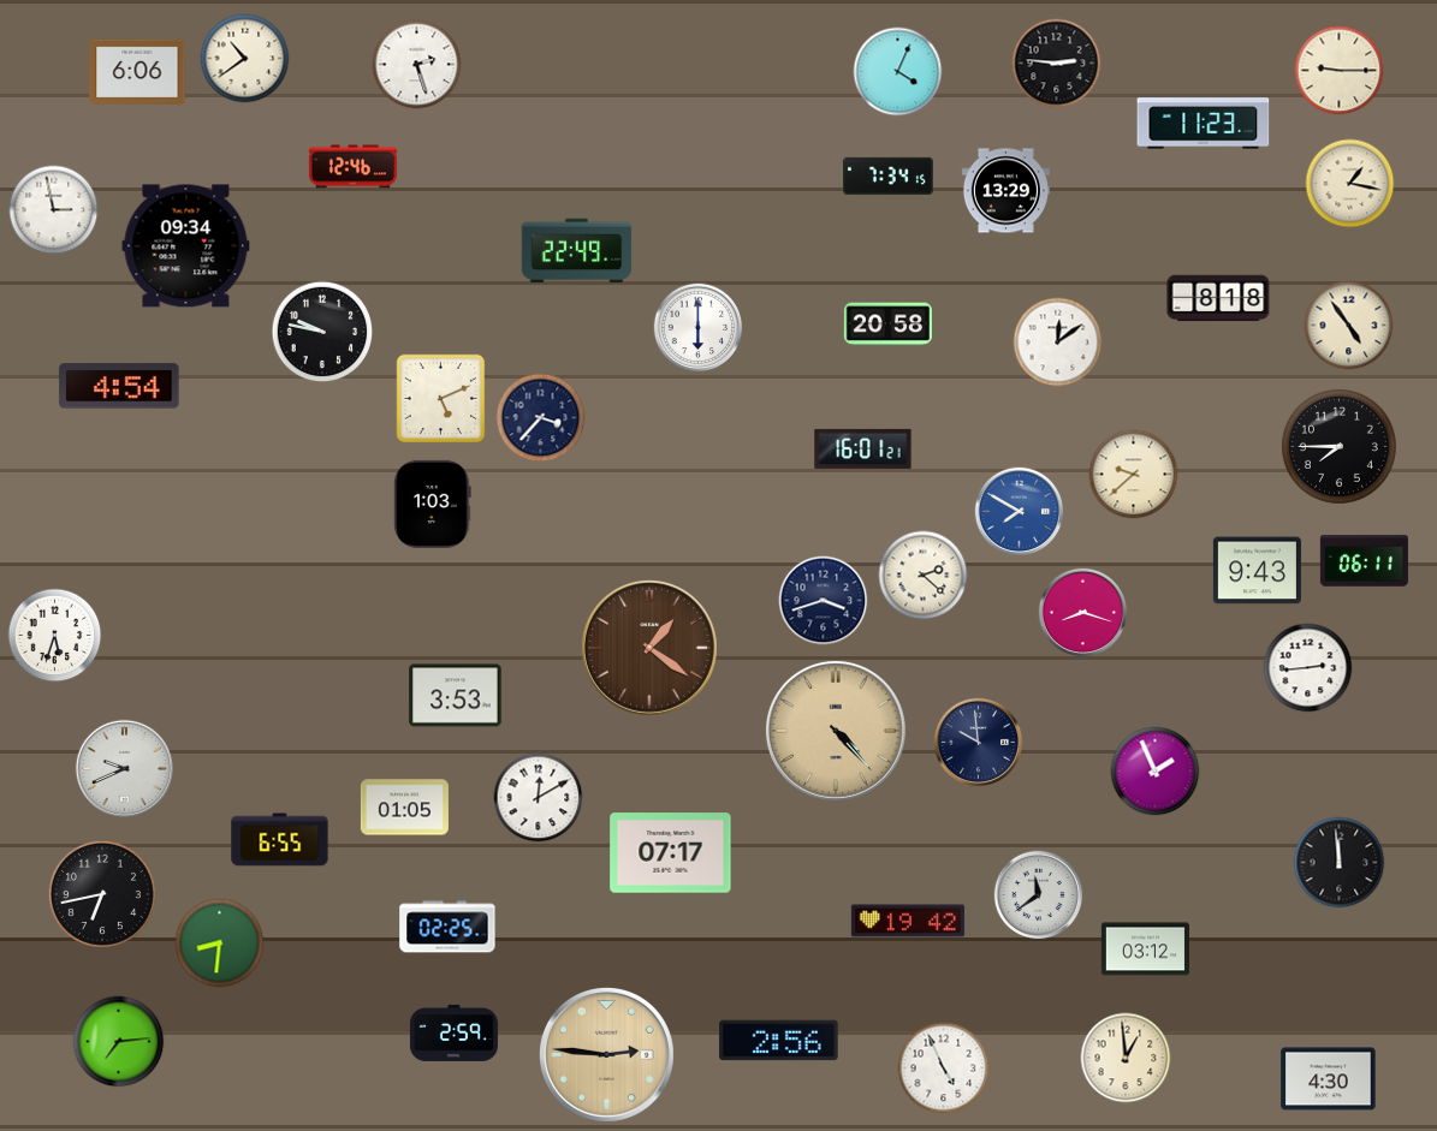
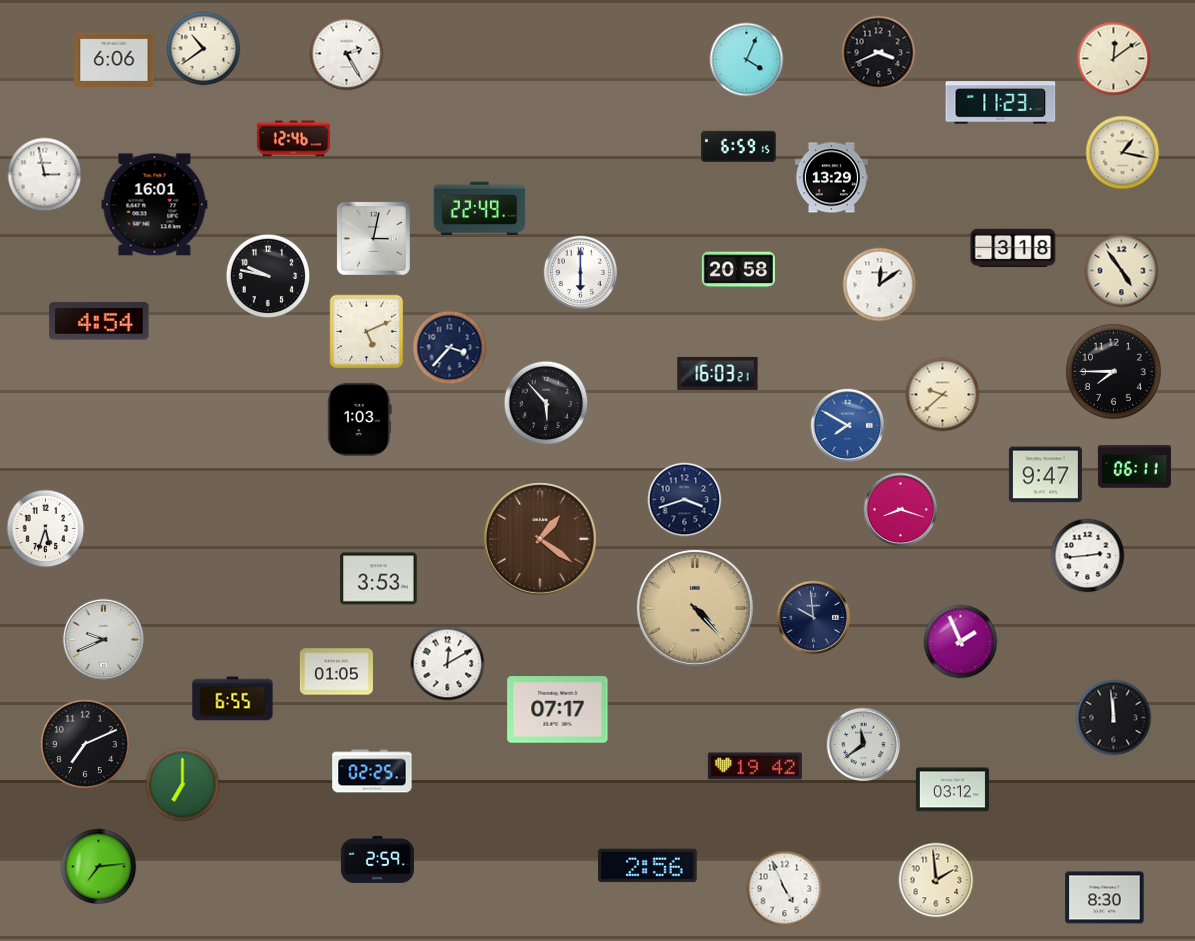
clock at (1057, 64): 2:46 -> 3:41
clock at (417, 65): 2:27 -> 2:25
clock at (1340, 71): 9:15 -> 12:09
clock at (889, 175): 7:34 -> 6:59
clock at (1005, 191) position: (1005, 191) -> (831, 178)
clock at (186, 246): 09:34 -> 16:01
clock at (373, 238): none -> 3:02
clock at (1218, 298): 8:18 -> 3:18
clock at (863, 448): 16:01 -> 16:03
clock at (546, 403): none -> 5:53
clock at (1257, 571): 9:43 -> 9:47
clock at (924, 576): 2:22 -> none
clock at (102, 894): 6:43 -> 7:11
clock at (220, 944): 8:31 -> 7:00
clock at (606, 1054): 2:46 -> none
clock at (1126, 1058): 12:59 -> 1:59
clock at (1329, 1079): 4:30 -> 8:30
